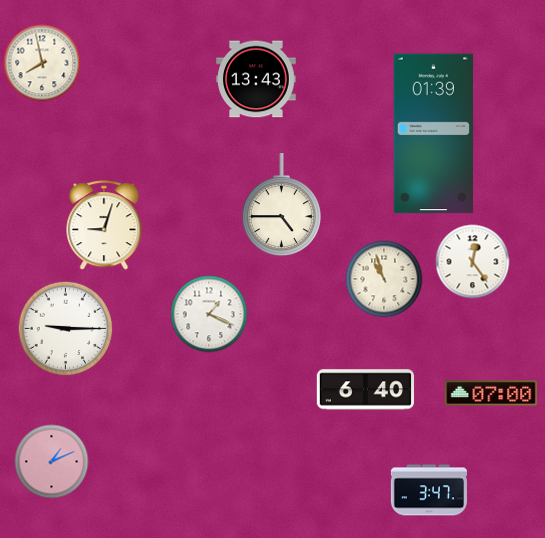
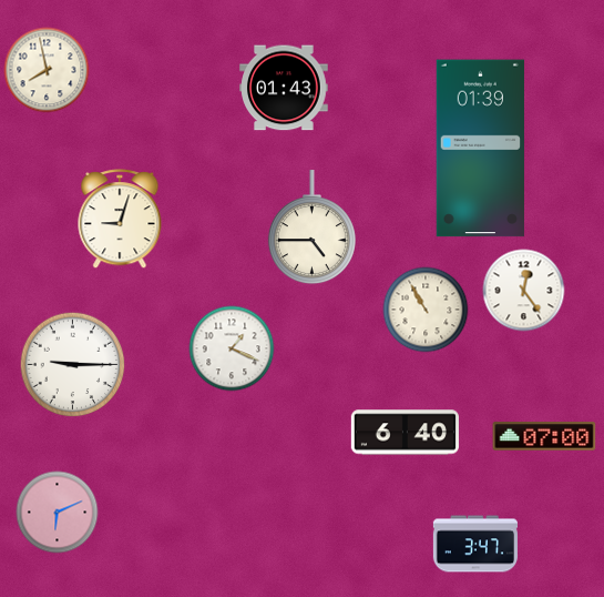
clock at (256, 79): 13:43 -> 01:43
clock at (104, 226) position: (104, 226) -> (120, 220)
clock at (384, 279): 10:57 -> 10:55
clock at (52, 462): 1:11 -> 6:11
